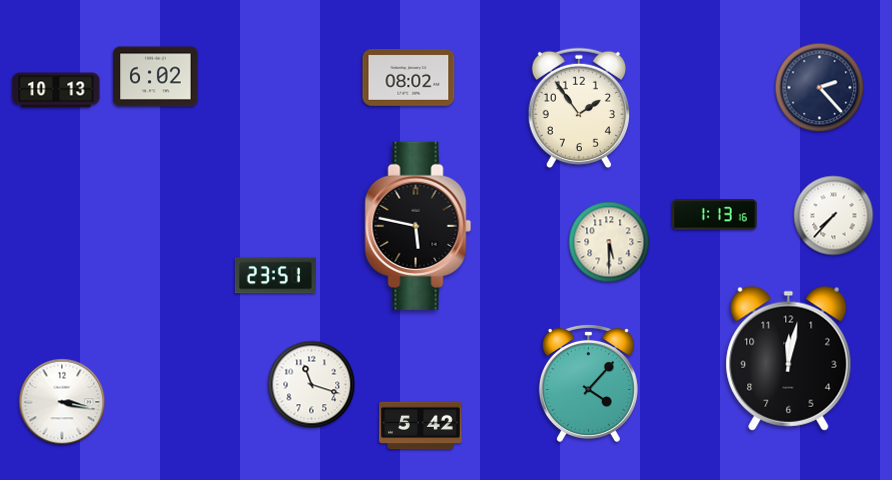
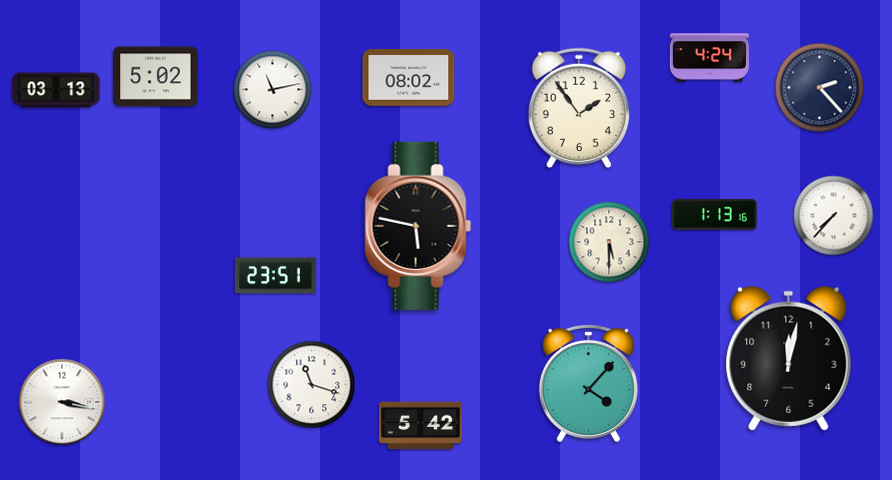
clock at (709, 58): none -> 4:24
clock at (156, 77): 6:02 -> 5:02
clock at (56, 90): 10:13 -> 03:13
clock at (273, 90): none -> 11:13
